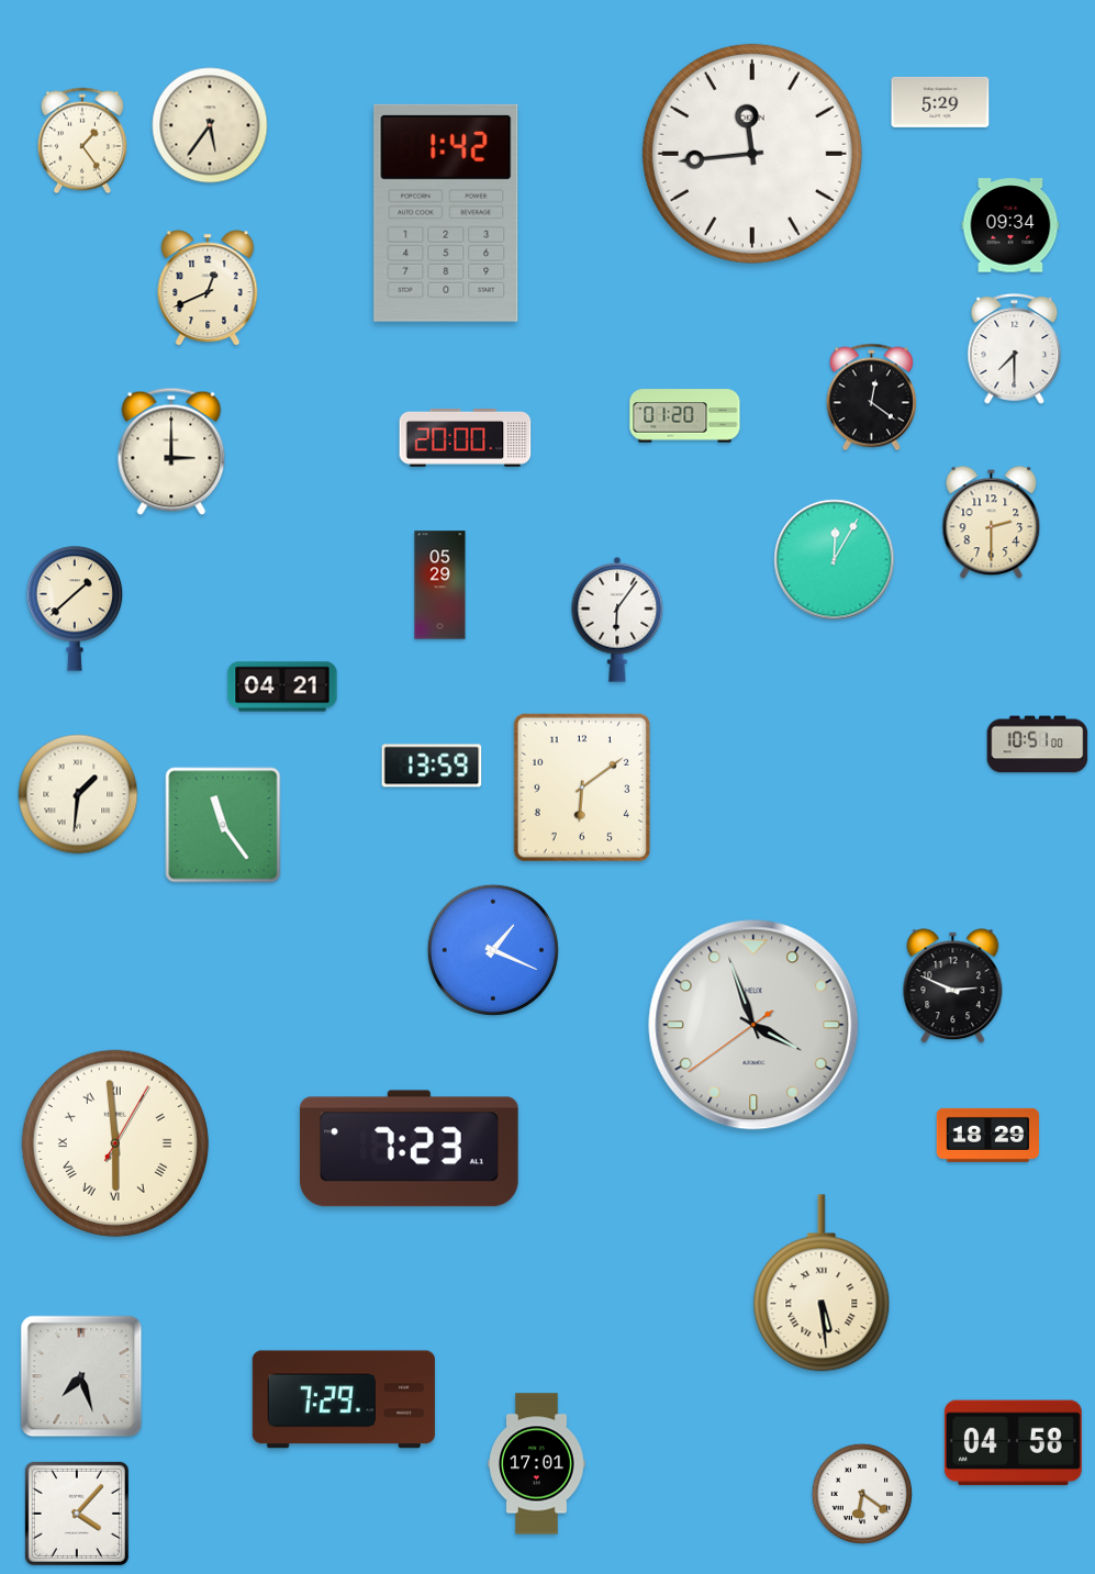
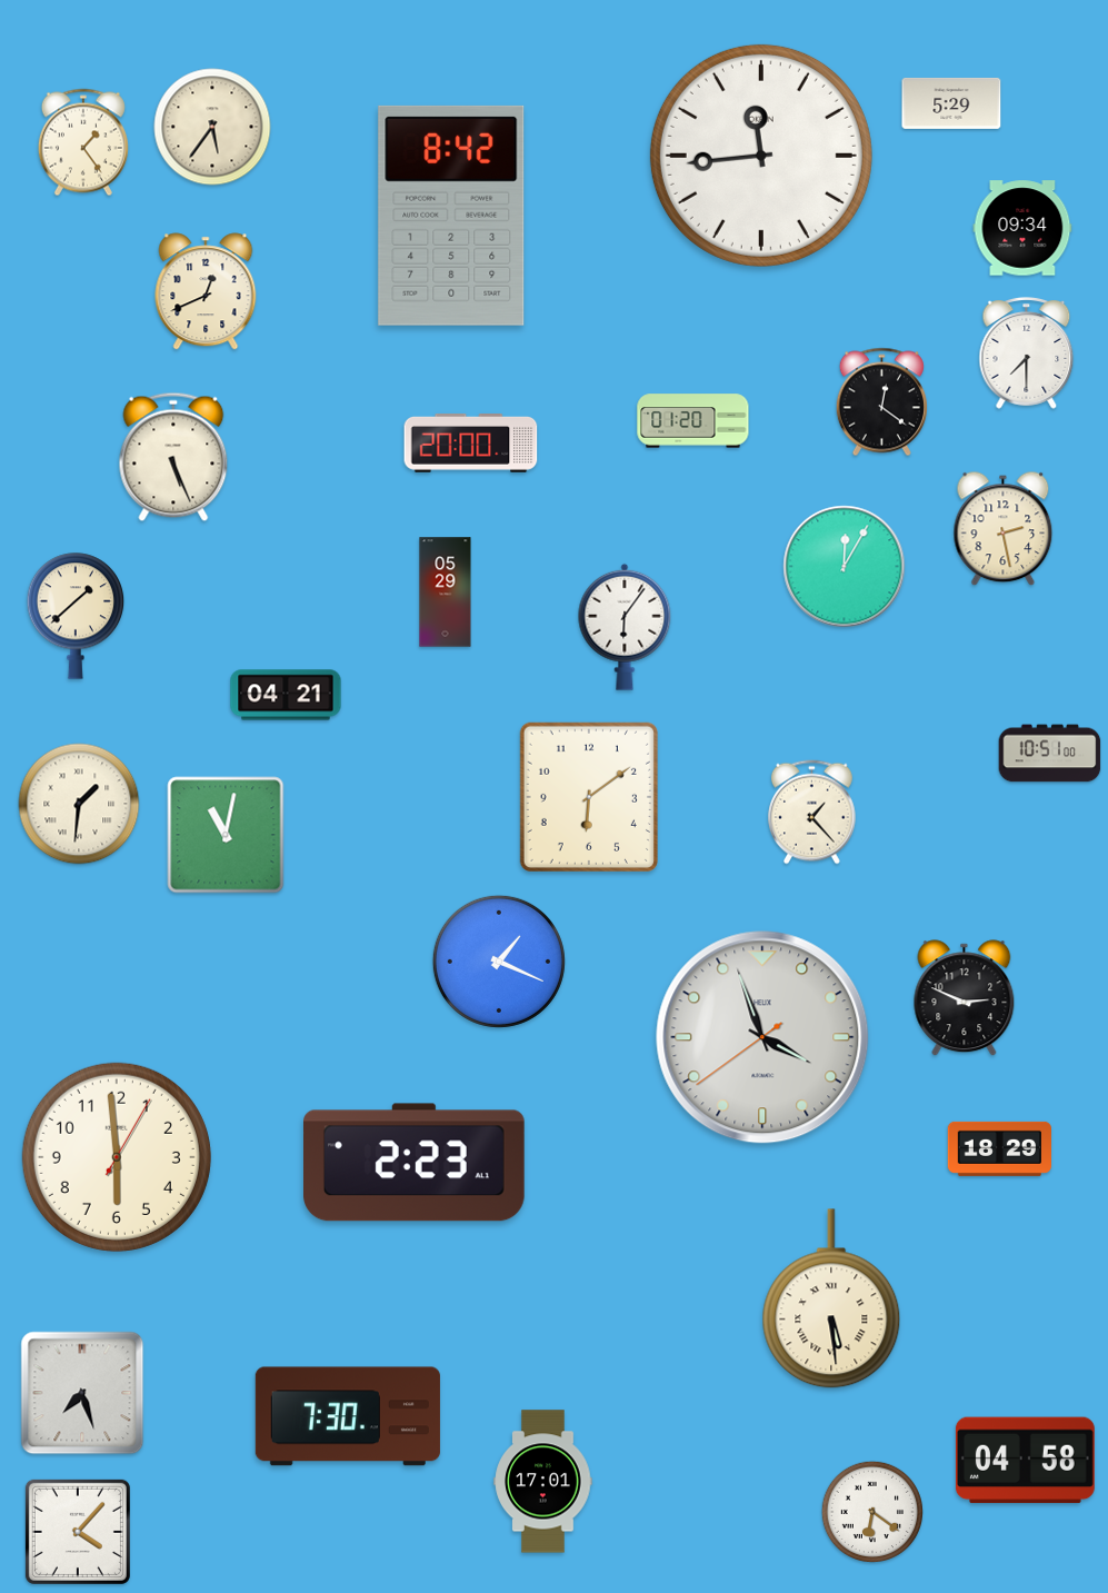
clock at (446, 213): 1:42 -> 8:42
clock at (208, 288) position: (208, 288) -> (206, 291)
clock at (171, 451): 3:00 -> 5:26
clock at (992, 523): 2:30 -> 2:28
clock at (432, 766): 13:59 -> none
clock at (812, 813): none -> 1:23
clock at (223, 825): 11:24 -> 11:02
clock at (115, 1143) numerals: Roman -> Arabic
clock at (410, 1149): 7:23 -> 2:23
clock at (344, 1399): 7:29 -> 7:30
